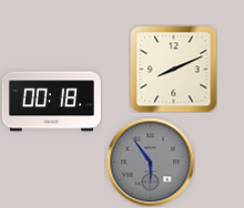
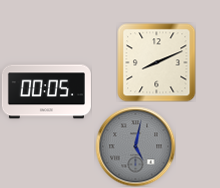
clock at (51, 102): 00:18 -> 00:05
clock at (150, 162): 5:54 -> 5:02
